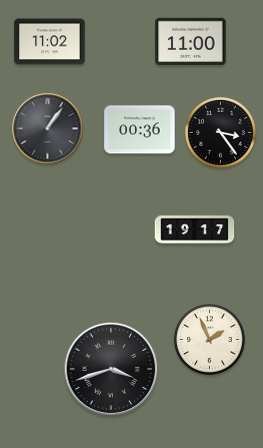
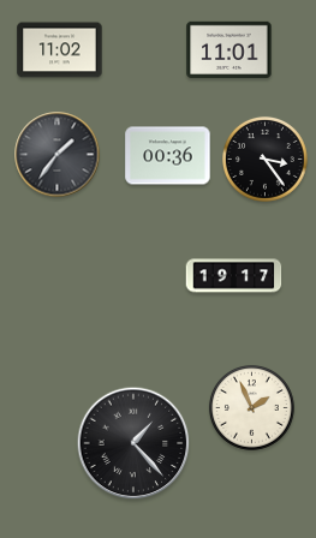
clock at (191, 41): 11:00 -> 11:01
clock at (48, 129): 1:06 -> 1:36
clock at (111, 369): 3:42 -> 1:23
